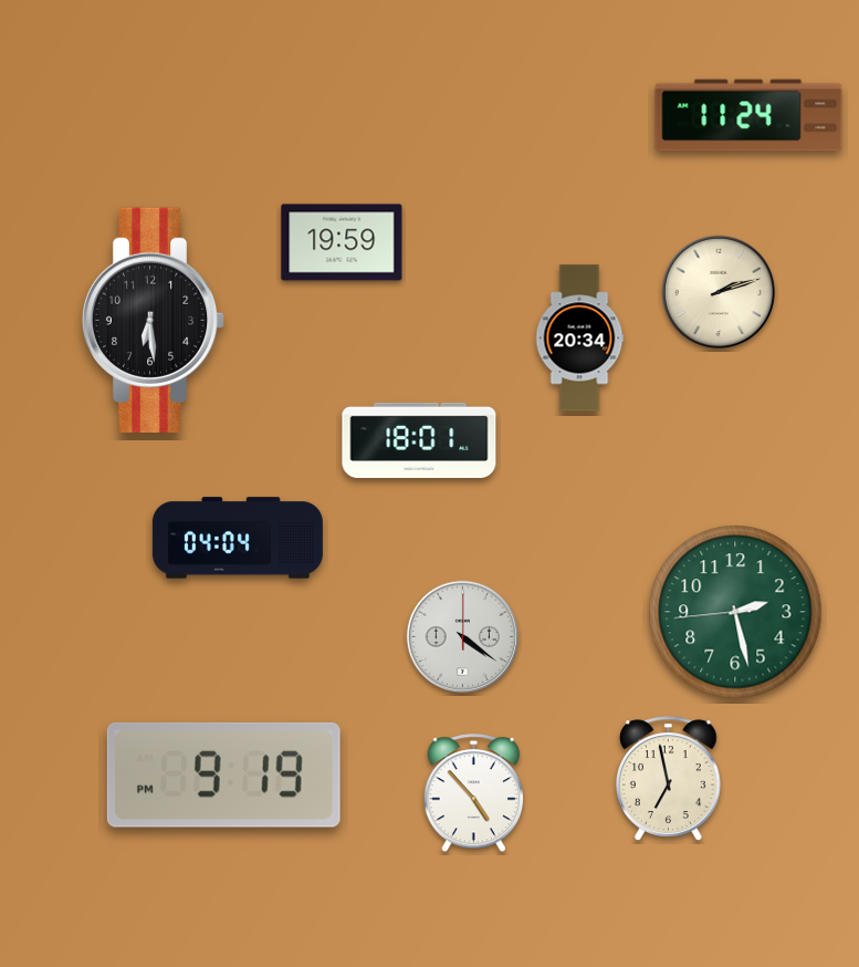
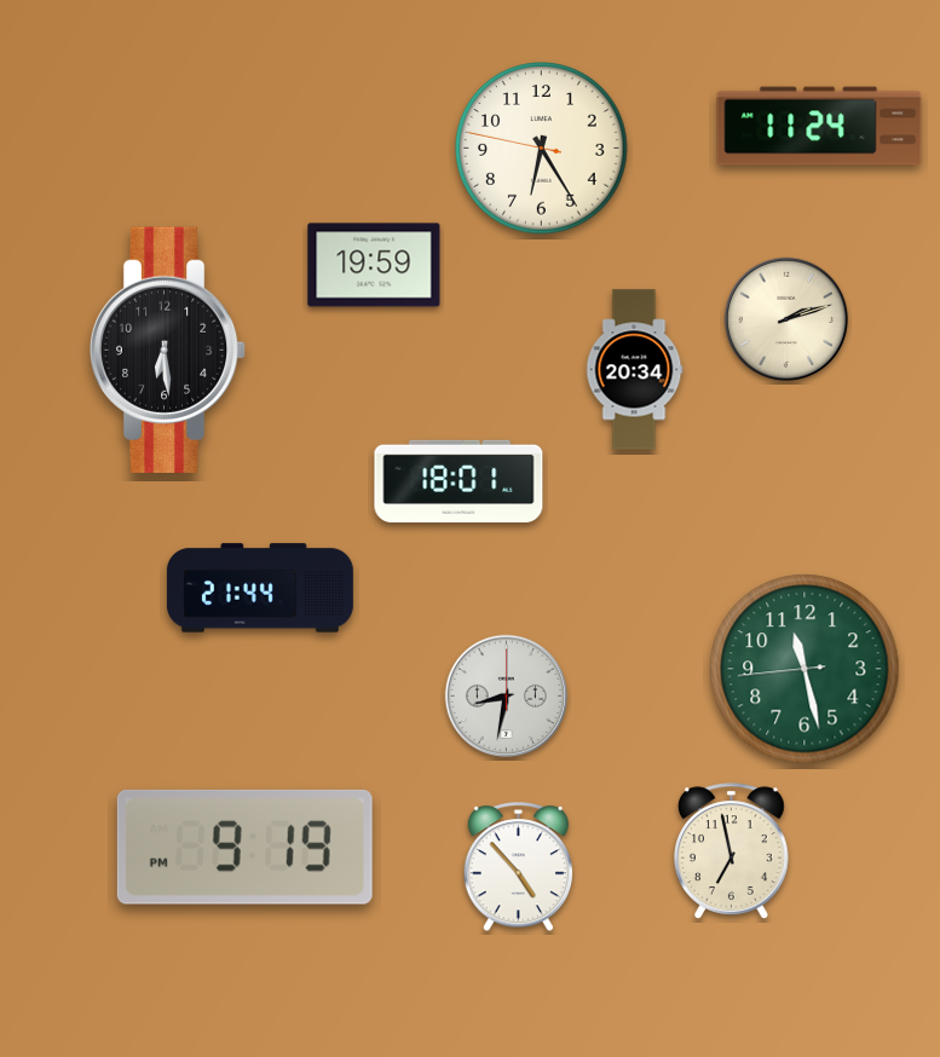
clock at (542, 149): none -> 6:24
clock at (238, 538): 04:04 -> 21:44
clock at (735, 612): 2:27 -> 11:27
clock at (463, 637): 4:21 -> 8:32
